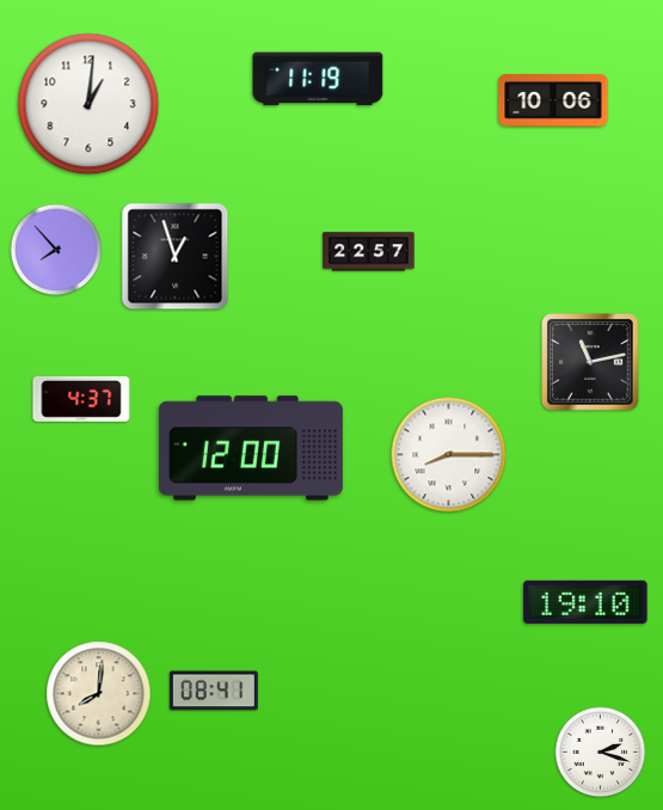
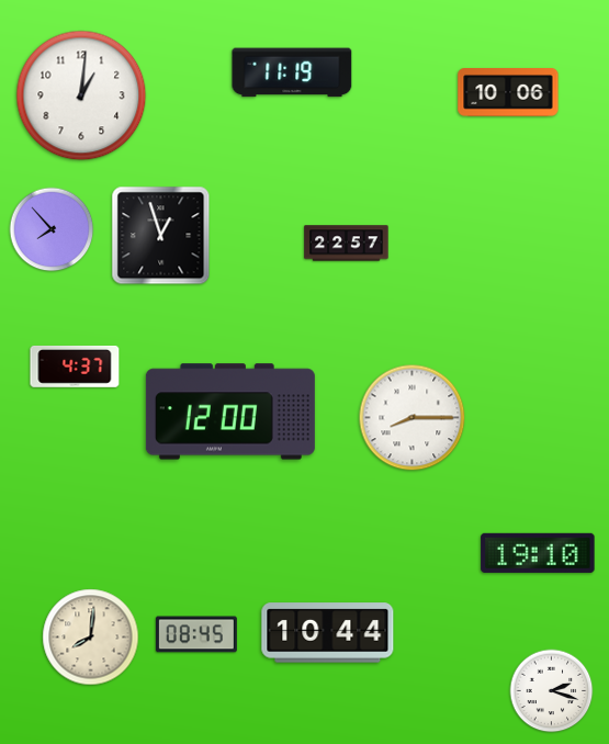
clock at (369, 252) position: (369, 252) -> (347, 244)
clock at (590, 362): 11:13 -> none
clock at (328, 633): none -> 10:44
clock at (214, 691): 08:41 -> 08:45
